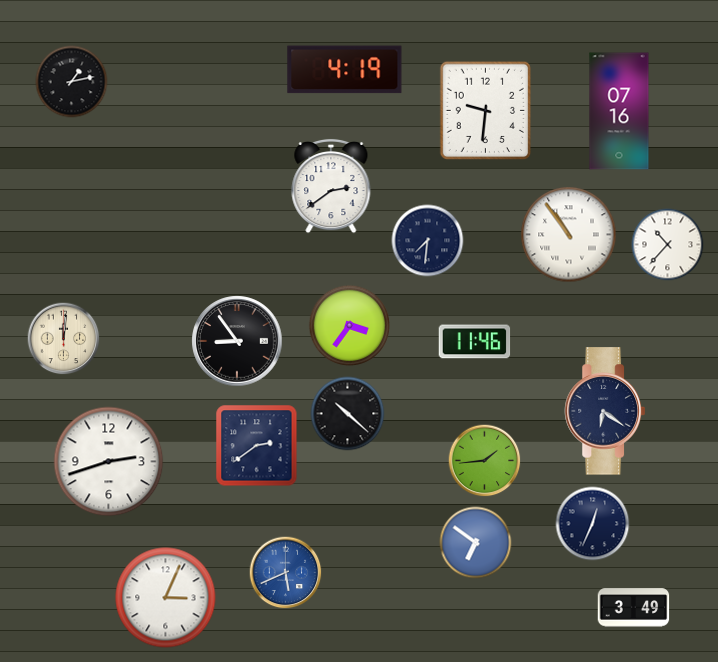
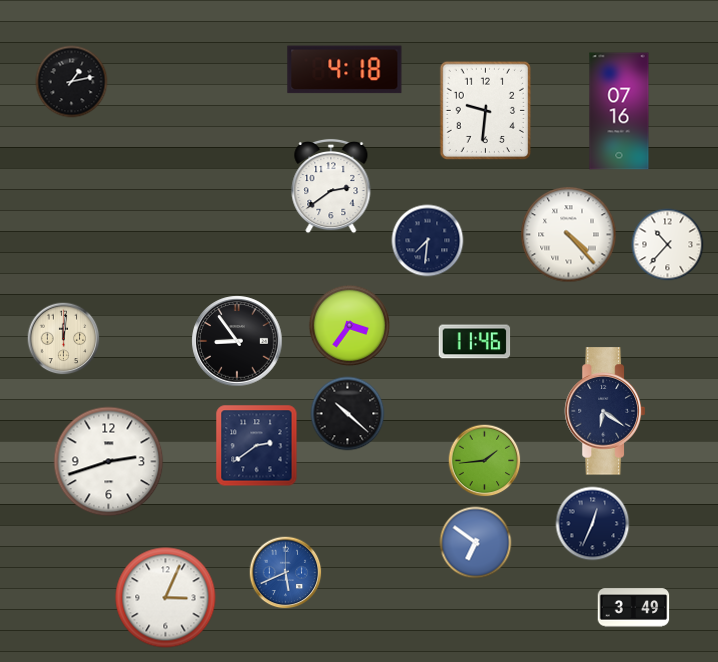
clock at (345, 70): 4:19 -> 4:18
clock at (569, 235): 10:54 -> 4:23
